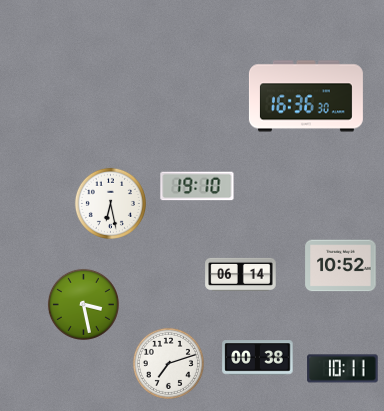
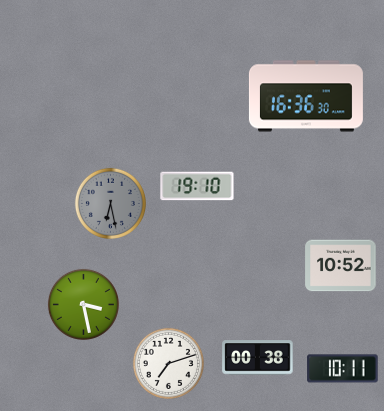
clock at (110, 203) dial: white -> grey
clock at (241, 274): 06:14 -> none
